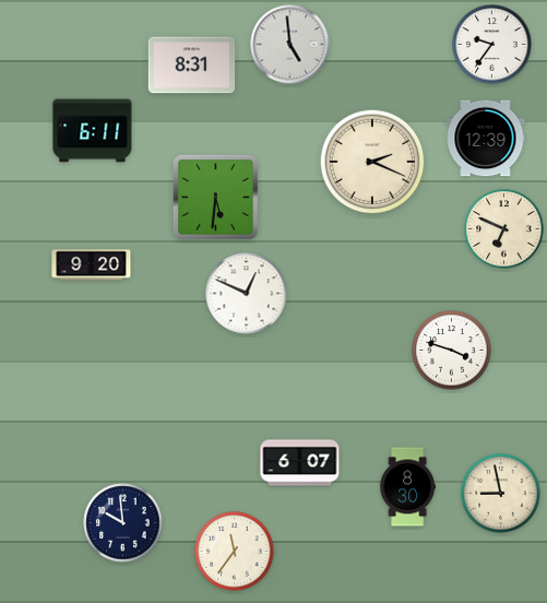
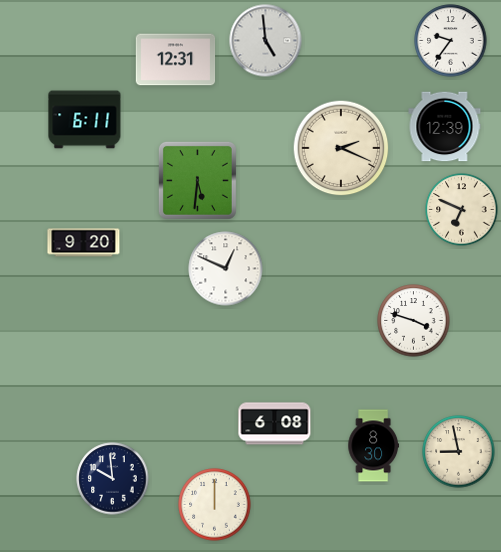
clock at (192, 66): 8:31 -> 12:31
clock at (300, 463): 6:07 -> 6:08
clock at (235, 552): 11:36 -> 12:00
